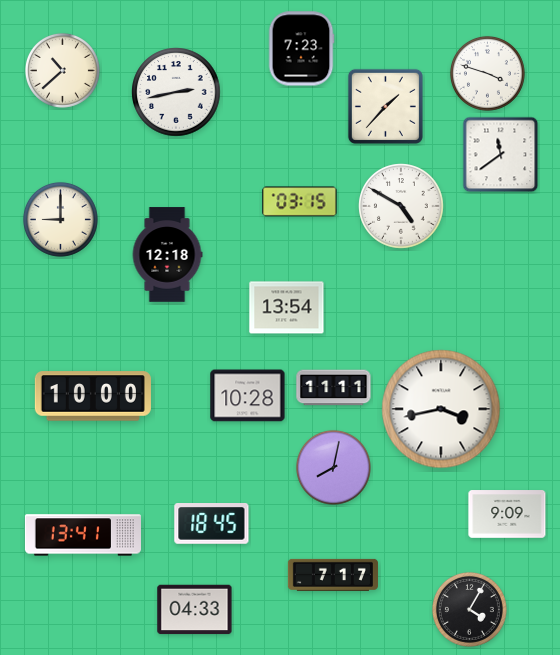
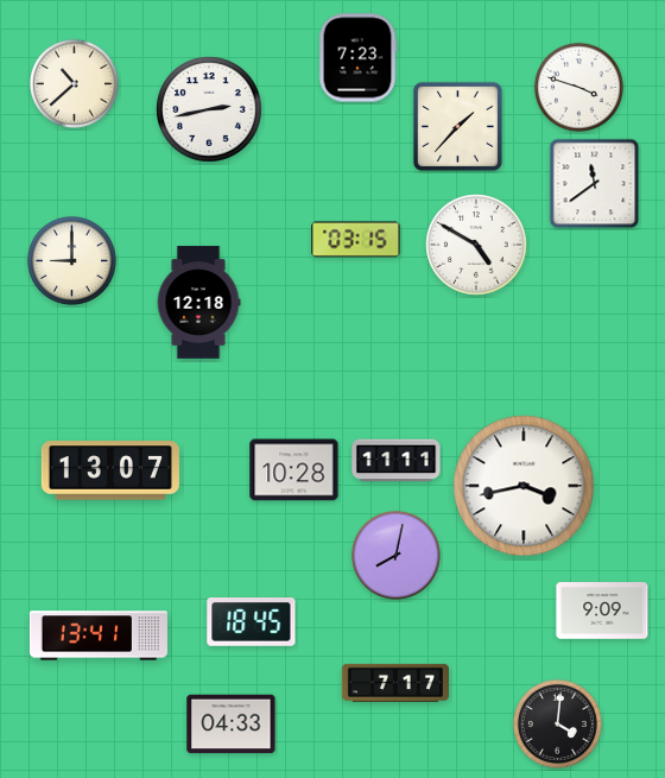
clock at (287, 308): 13:54 -> none
clock at (93, 396): 10:00 -> 13:07
clock at (469, 609): 4:05 -> 4:01
